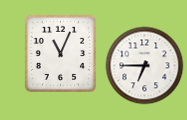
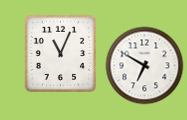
clock at (144, 65): 6:45 -> 6:50
